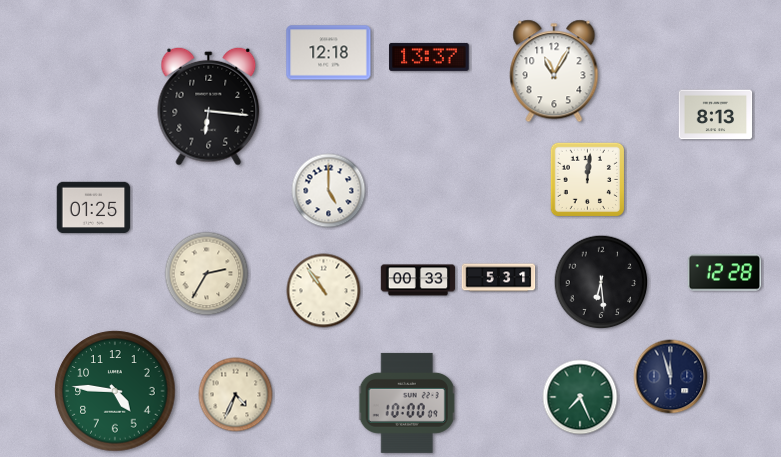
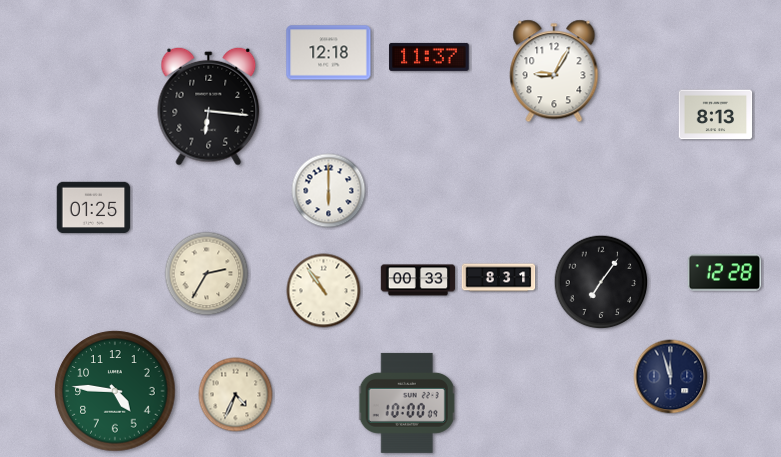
clock at (429, 57): 13:37 -> 11:37
clock at (554, 71): 11:05 -> 9:05
clock at (587, 179): 12:01 -> none
clock at (329, 191): 5:00 -> 6:00
clock at (499, 278): 5:31 -> 8:31
clock at (601, 282): 6:29 -> 7:06
clock at (580, 397): 7:26 -> none
